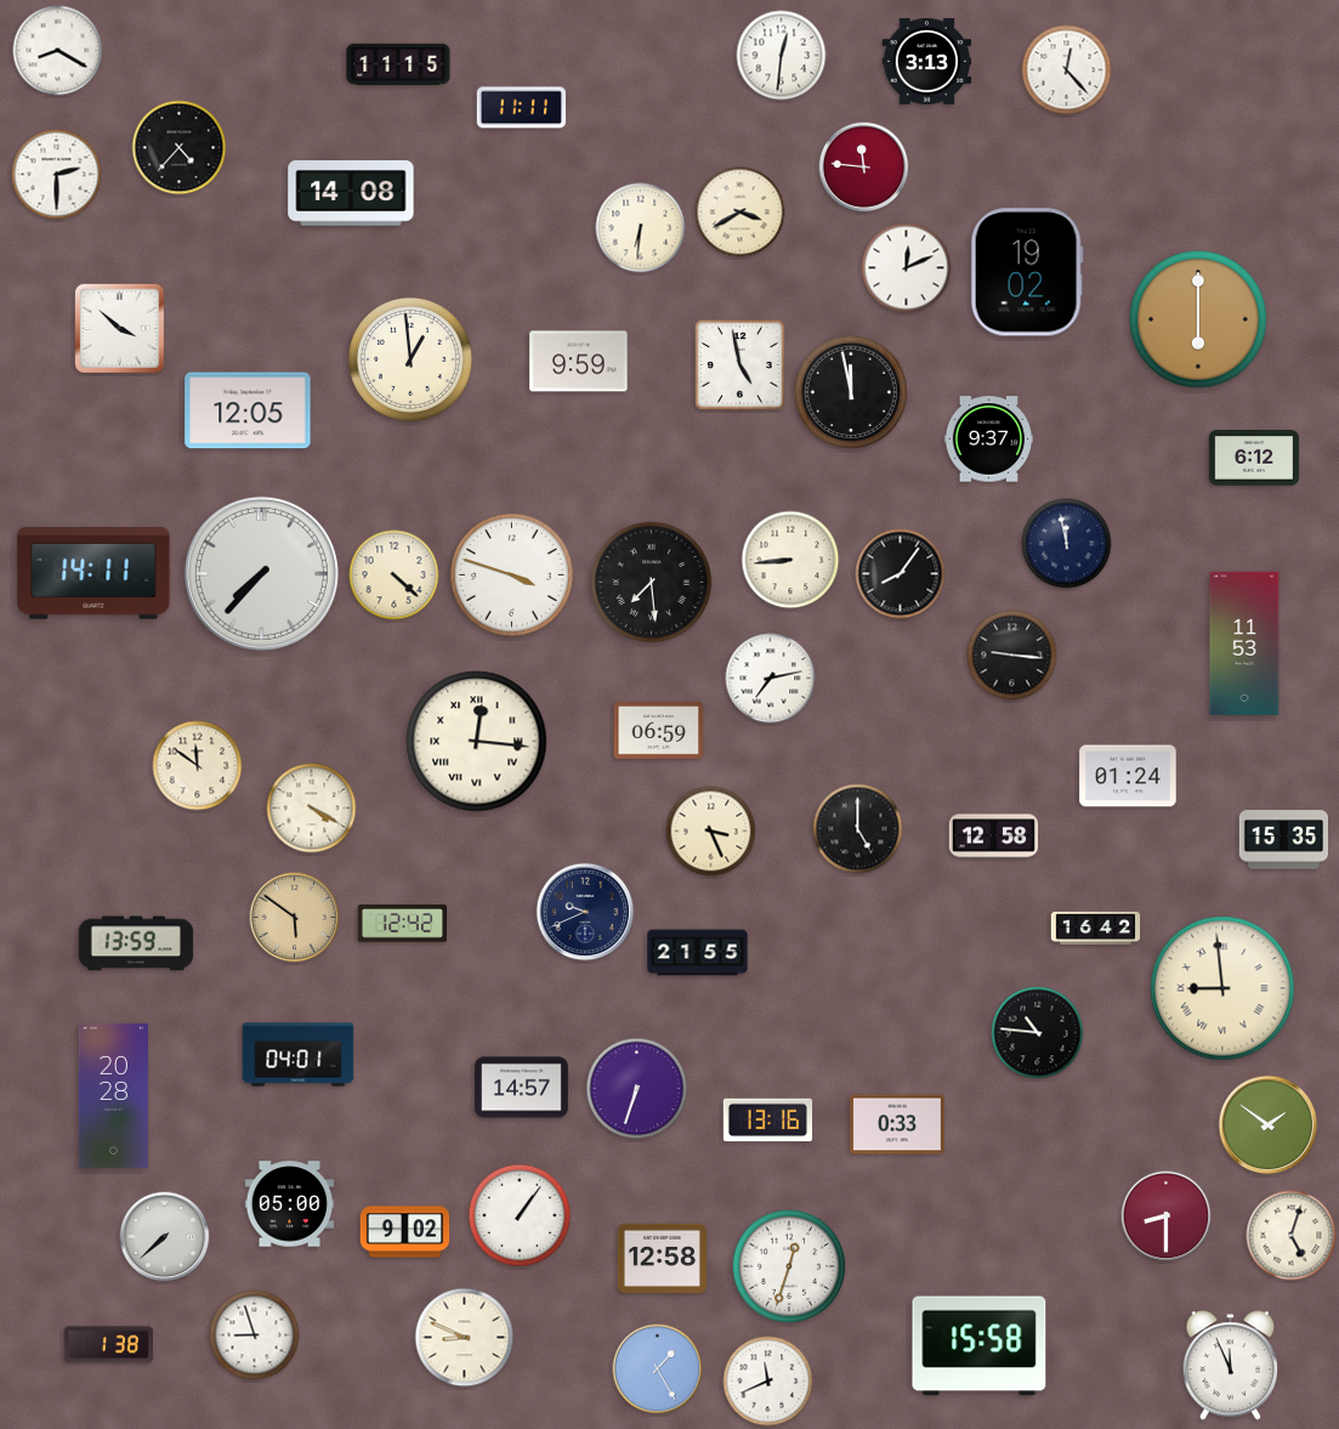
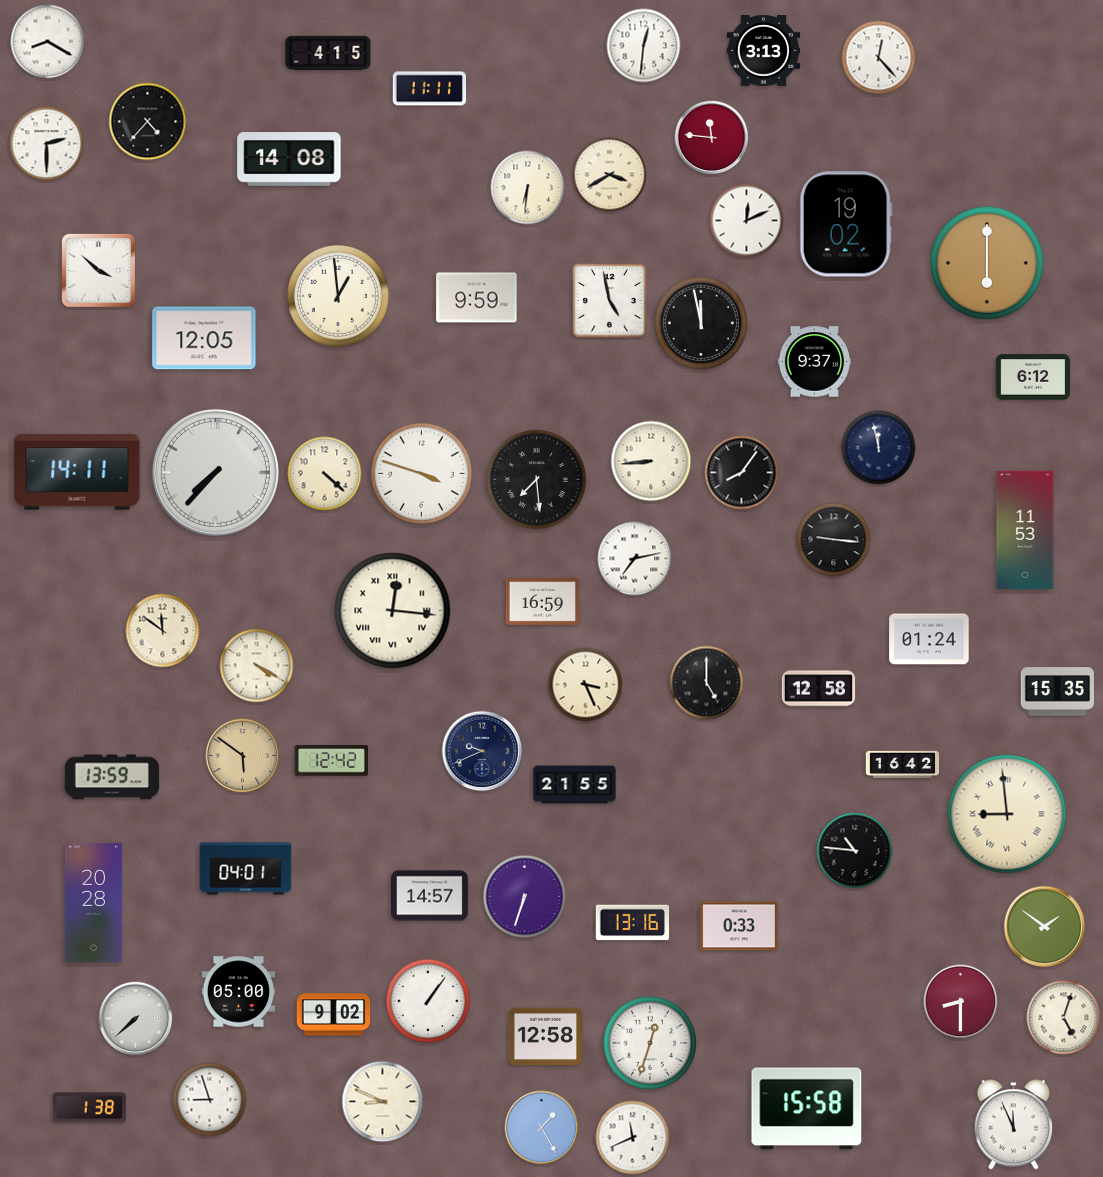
clock at (398, 64): 11:15 -> 4:15
clock at (659, 731): 06:59 -> 16:59
